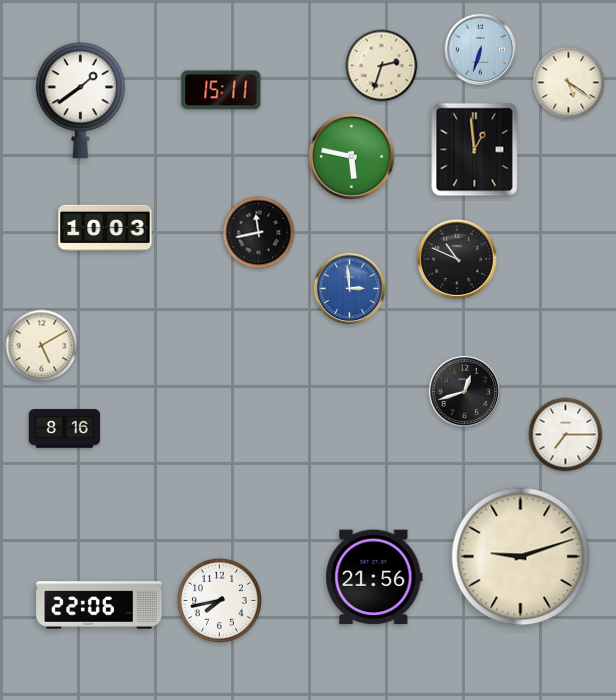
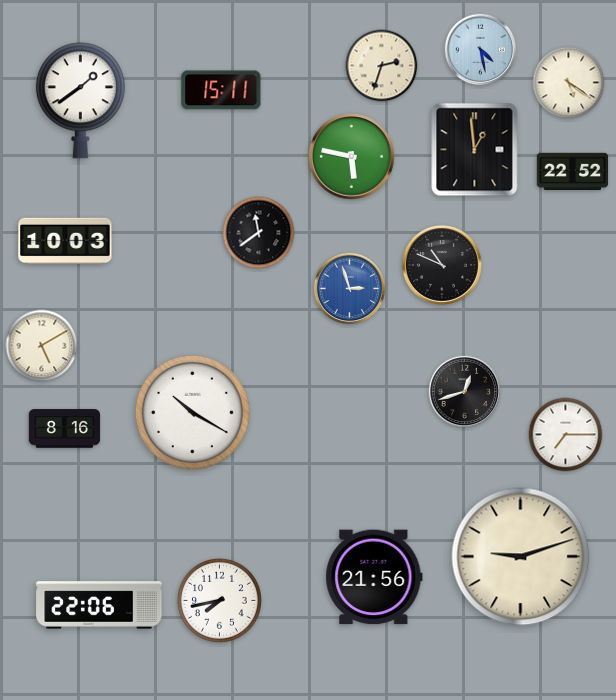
clock at (481, 50): 6:33 -> 4:28
clock at (573, 171): none -> 22:52
clock at (105, 228) position: (105, 228) -> (65, 241)
clock at (259, 233): 11:43 -> 11:39
clock at (457, 259) position: (457, 259) -> (442, 265)
clock at (350, 289): 2:59 -> 2:57
clock at (192, 412): none -> 10:20
